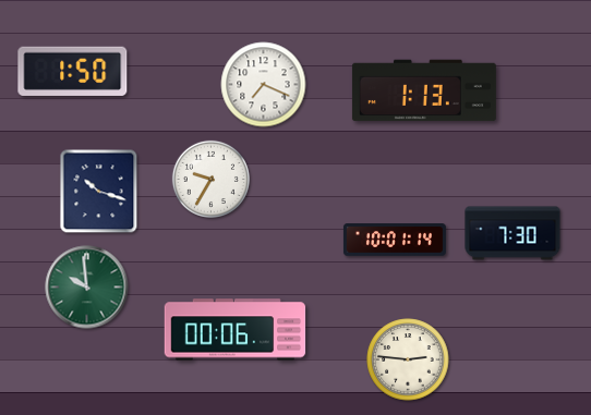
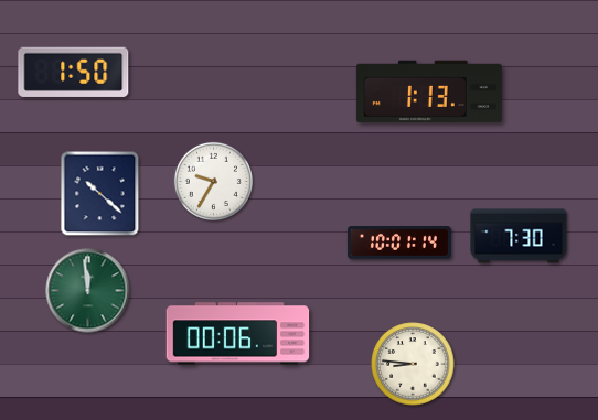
clock at (264, 85): 7:19 -> none
clock at (99, 192): 10:18 -> 10:22
clock at (87, 288): 9:59 -> 11:59
clock at (408, 359): 2:46 -> 8:46
